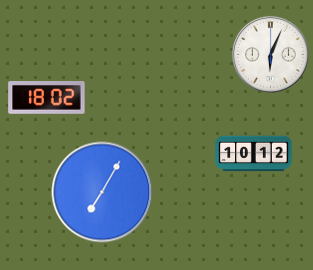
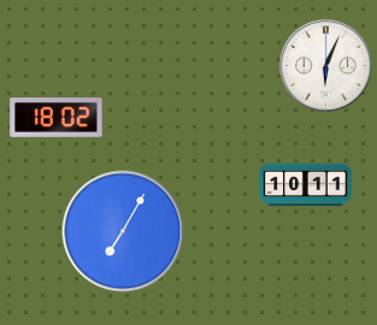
clock at (254, 154): 10:12 -> 10:11
